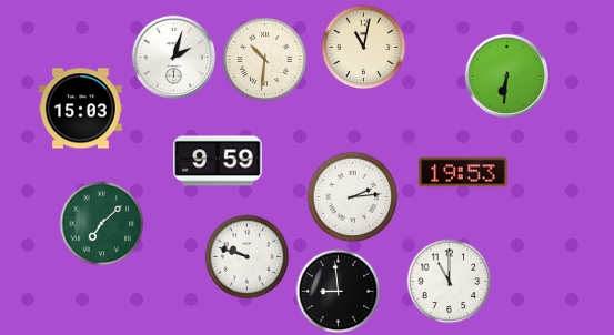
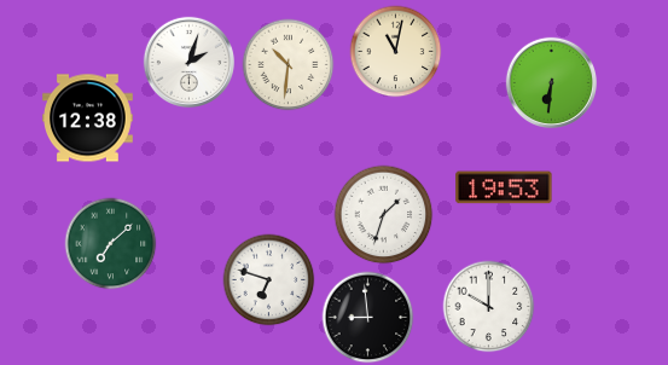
clock at (81, 109): 15:03 -> 12:38
clock at (218, 161): 9:59 -> none
clock at (353, 197): 2:14 -> 1:33
clock at (248, 257): 9:48 -> 6:48
clock at (450, 282): 11:00 -> 10:00
